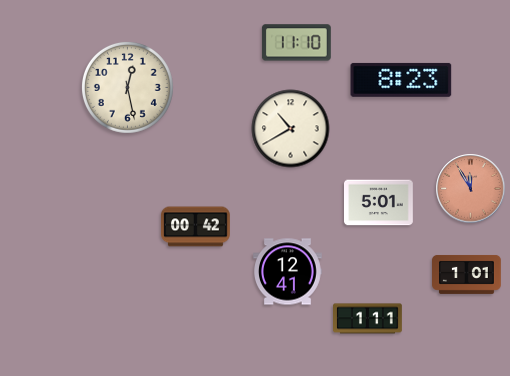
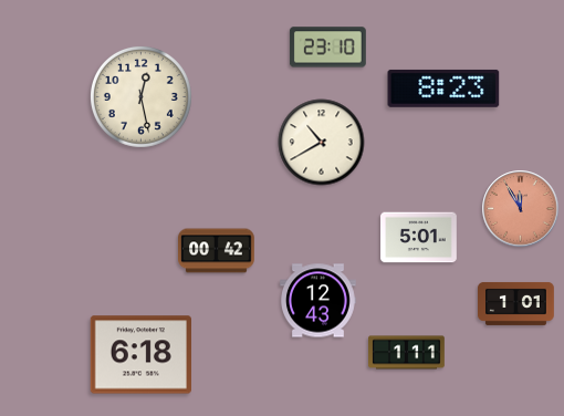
clock at (296, 43): 11:10 -> 23:10
clock at (379, 203) position: (379, 203) -> (419, 238)
clock at (288, 272): 12:41 -> 12:43
clock at (140, 355): none -> 6:18
